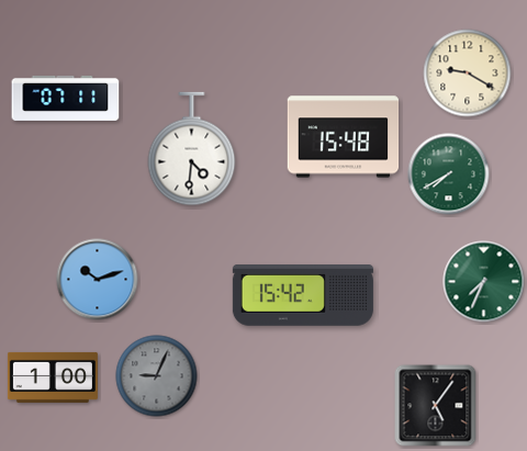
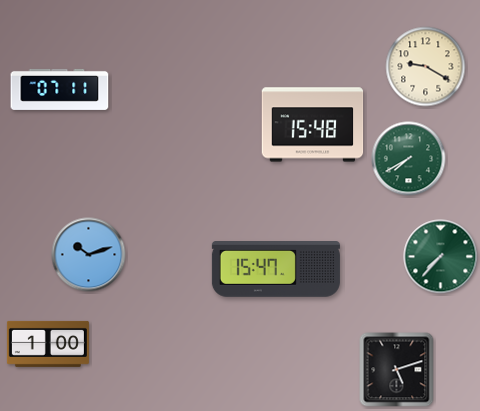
clock at (192, 149): 4:31 -> none
clock at (484, 282): 7:34 -> 7:37
clock at (303, 296): 15:42 -> 15:47
clock at (157, 376): 9:04 -> none
clock at (436, 406): 5:06 -> 5:12
